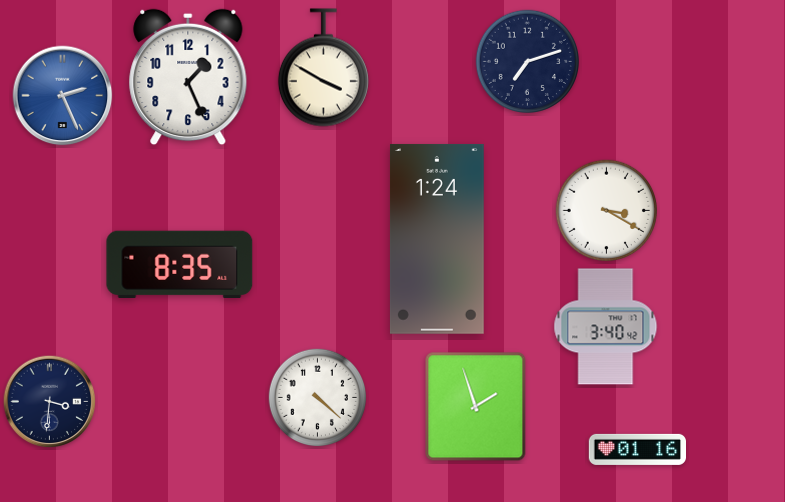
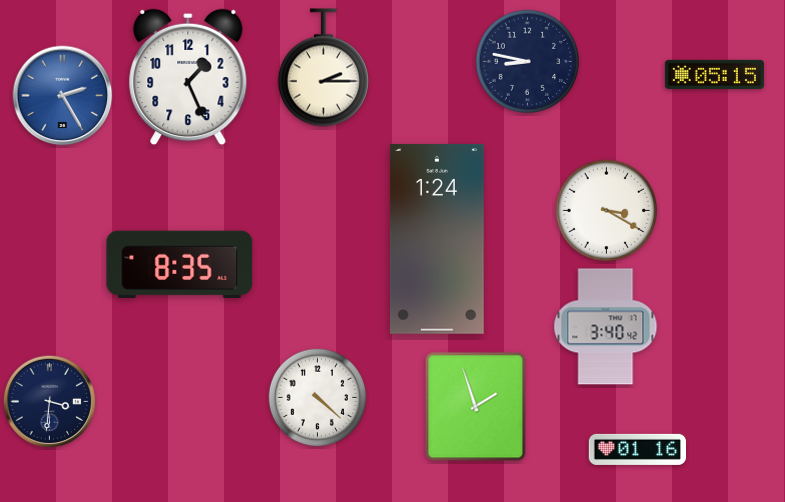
clock at (527, 61): 7:12 -> 8:47
clock at (323, 68): 3:50 -> 2:15
clock at (714, 74): none -> 05:15
clock at (63, 96): 2:26 -> 2:25
